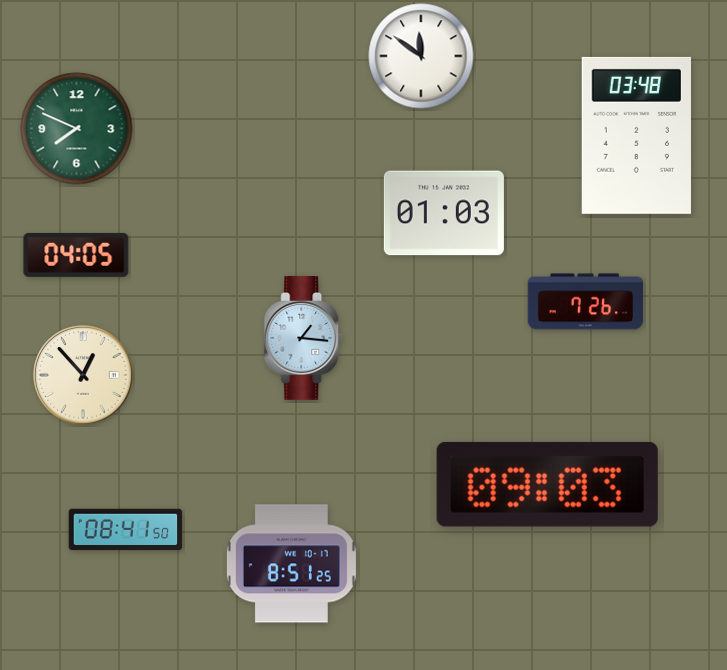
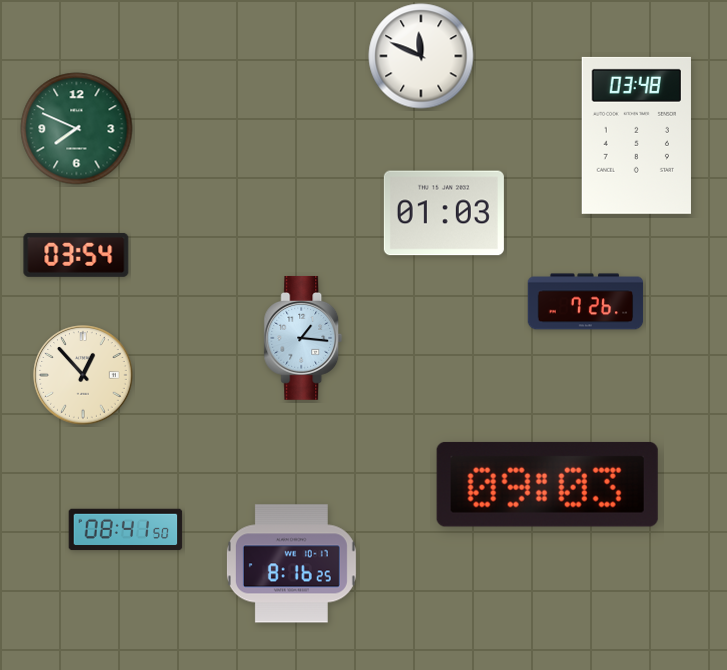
clock at (421, 56): 11:51 -> 11:49
clock at (76, 255): 04:05 -> 03:54
clock at (291, 564): 8:51 -> 8:16
